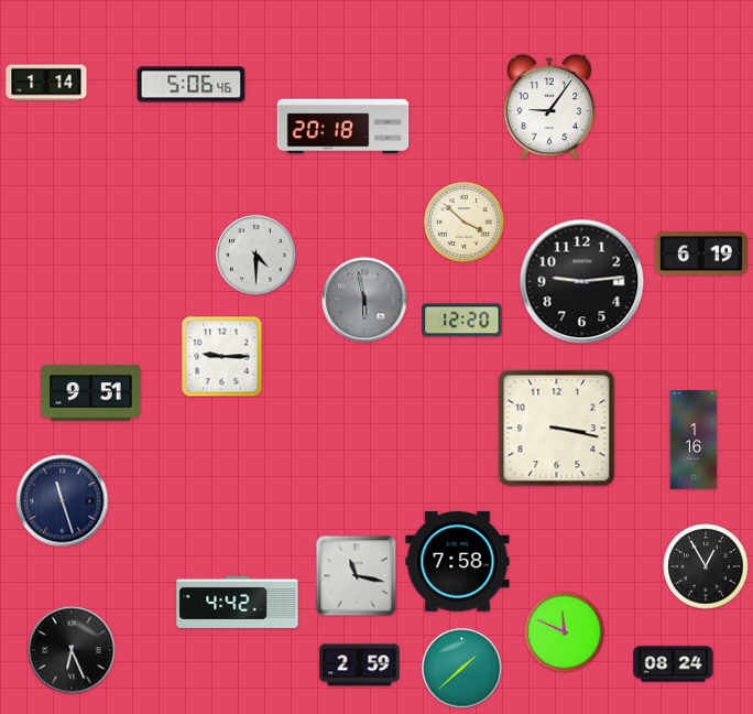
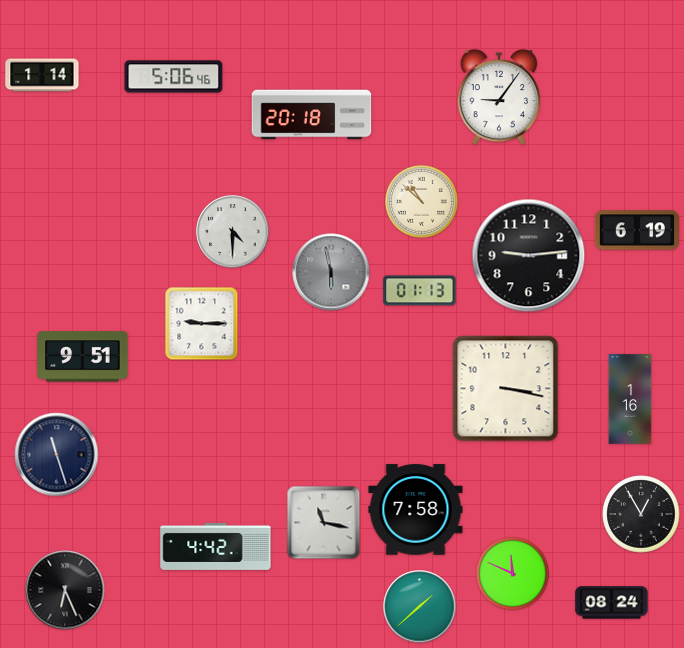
clock at (463, 221): 3:52 -> 10:52
clock at (462, 321): 12:20 -> 01:13
clock at (360, 666): 2:59 -> none
